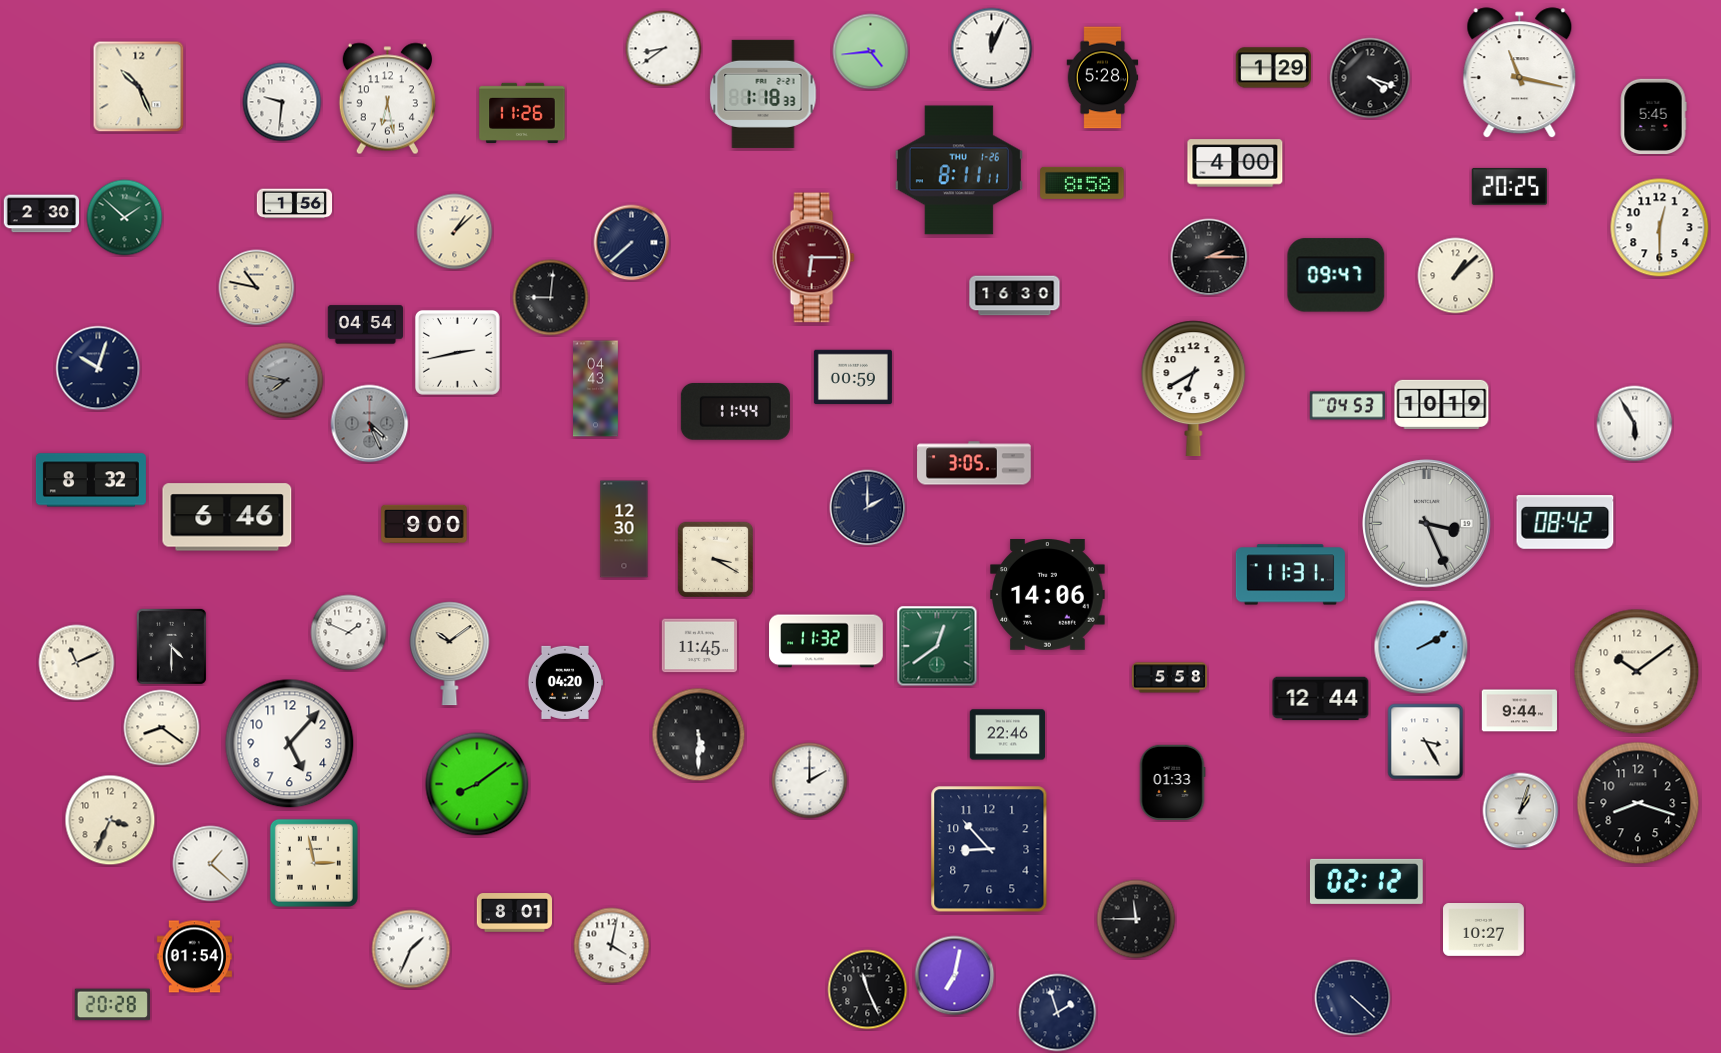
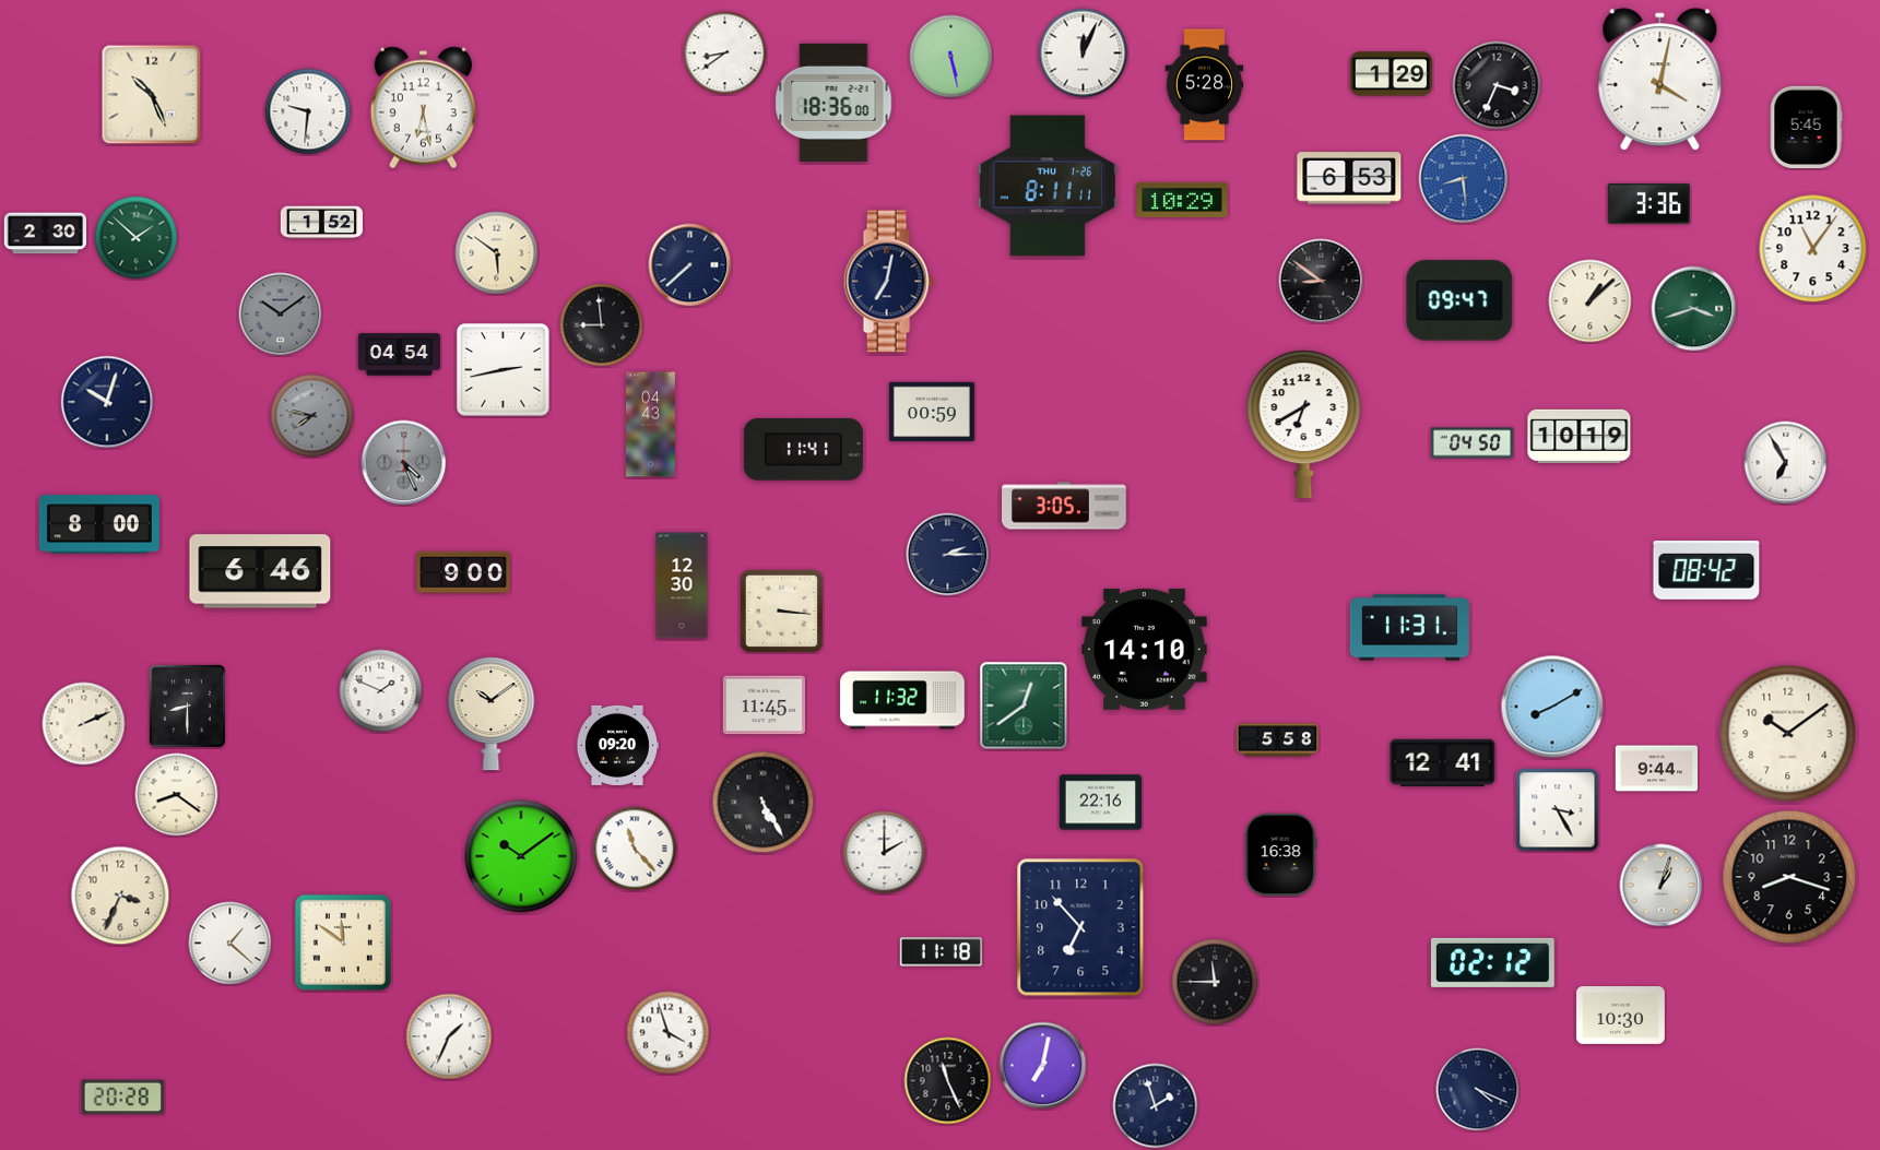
clock at (871, 52): 4:44 -> 5:28
clock at (1520, 73): 11:17 -> 4:02
clock at (1370, 78): 4:18 -> 3:34
clock at (763, 94): 1:18 -> 18:36
clock at (522, 113): 11:26 -> none
clock at (1235, 163): 4:00 -> 6:53
clock at (1464, 179): none -> 8:29
clock at (1082, 183): 8:58 -> 10:29
clock at (1509, 187): 20:25 -> 3:36
clock at (295, 204): 1:56 -> 1:52
clock at (1660, 228): 12:30 -> 11:06
clock at (455, 232): 1:08 -> 5:51
clock at (1209, 257): 2:15 -> 8:51
clock at (813, 258): 6:15 -> 7:02
clock at (813, 258) dial: burgundy -> navy
clock at (1694, 309): none -> 3:42
clock at (257, 288): 10:47 -> 10:09
clock at (257, 288) dial: cream -> grey
clock at (1015, 296): 16:30 -> none
clock at (551, 298): 9:01 -> 8:59
clock at (457, 352) position: (457, 352) -> (502, 369)
clock at (1442, 404) position: (1442, 404) -> (1580, 436)
clock at (1348, 406): 04:53 -> 04:50
clock at (735, 412): 11:44 -> 11:41
clock at (1635, 424): 5:55 -> 6:55
clock at (91, 480): 8:32 -> 8:00
clock at (868, 508): 2:00 -> 2:15
clock at (227, 517) position: (227, 517) -> (260, 571)
clock at (1565, 522) position: (1565, 522) -> (1706, 570)
clock at (1427, 524): 3:26 -> none
clock at (624, 529) position: (624, 529) -> (682, 585)
clock at (715, 559): 3:20 -> 3:16
clock at (1048, 595): 14:06 -> 14:10
clock at (171, 646): 4:30 -> 8:30
clock at (1421, 647): 2:10 -> 8:10
clock at (77, 663): 11:11 -> 2:11
clock at (564, 682): 04:20 -> 09:20
clock at (1321, 699): 12:44 -> 12:41
clock at (1520, 711) position: (1520, 711) -> (1657, 769)
clock at (699, 735): 5:30 -> 5:25
clock at (1007, 735): 22:46 -> 22:16
clock at (290, 744): 5:07 -> none
clock at (635, 849): none -> 11:23
clock at (1172, 782): 01:33 -> 16:38
clock at (477, 784): 8:09 -> 10:09
clock at (989, 849): 8:53 -> 6:53
clock at (314, 863): 2:58 -> 11:51
clock at (942, 952): none -> 11:18
clock at (515, 913): 8:01 -> none
clock at (1136, 919) position: (1136, 919) -> (1215, 982)
clock at (1484, 930): 10:27 -> 10:30
clock at (612, 946): 4:02 -> 3:57
clock at (194, 957): 01:54 -> none
clock at (1353, 998): 4:22 -> 4:19
